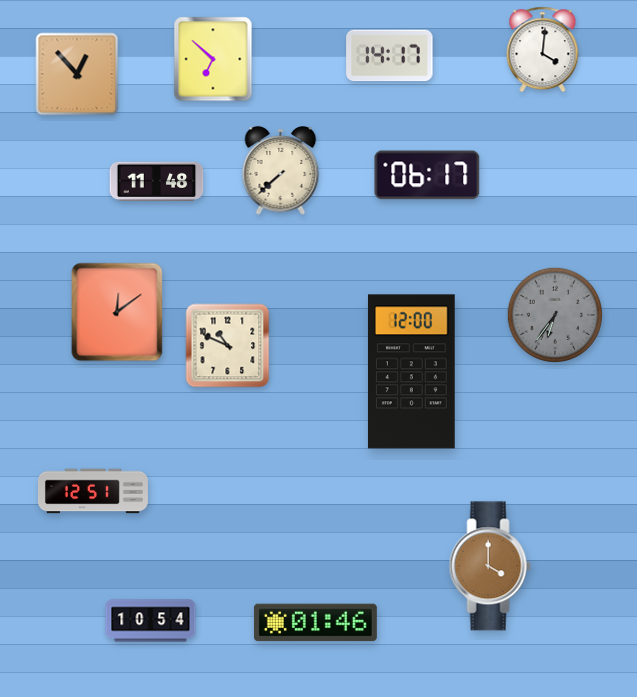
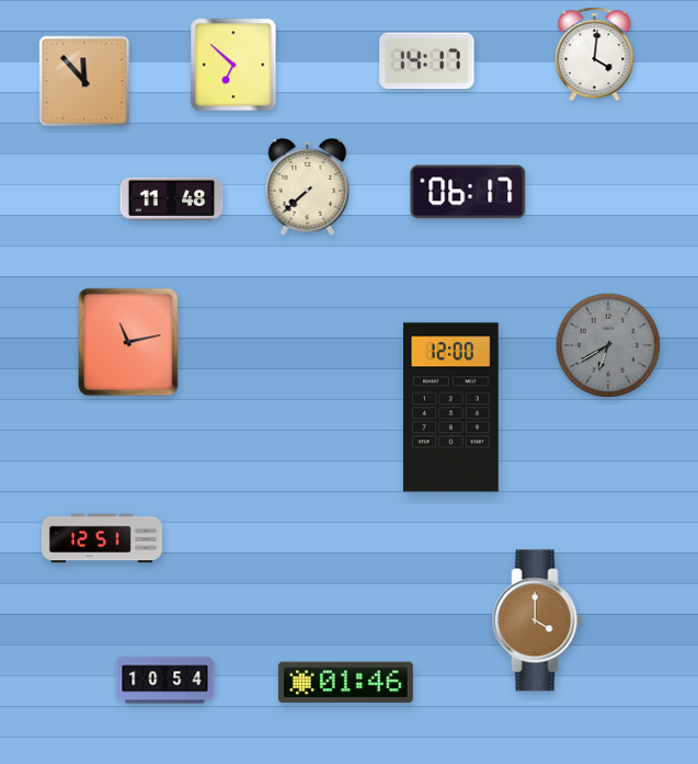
clock at (77, 74): 12:53 -> 11:53
clock at (117, 312): 12:09 -> 11:13
clock at (554, 314): 6:36 -> 6:40
clock at (228, 346): 10:49 -> none
